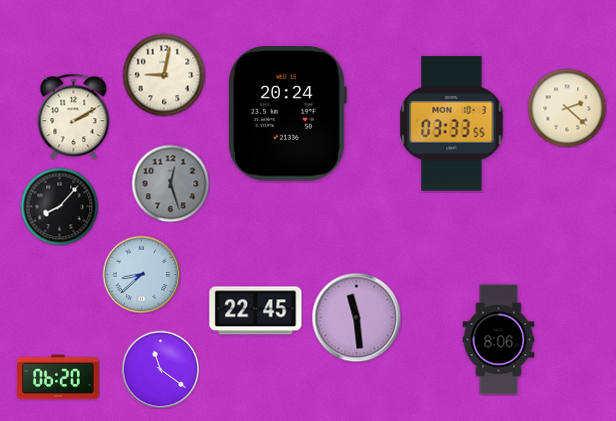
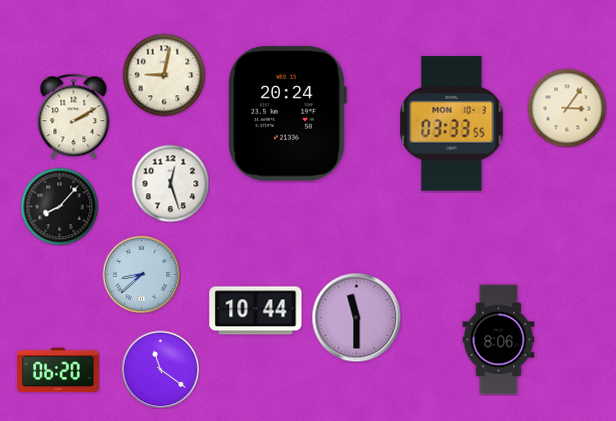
clock at (567, 108): 2:22 -> 3:06
clock at (170, 183) dial: grey -> white
clock at (256, 311): 22:45 -> 10:44
clock at (356, 317): 11:29 -> 11:30
clock at (58, 377) position: (58, 377) -> (58, 370)
